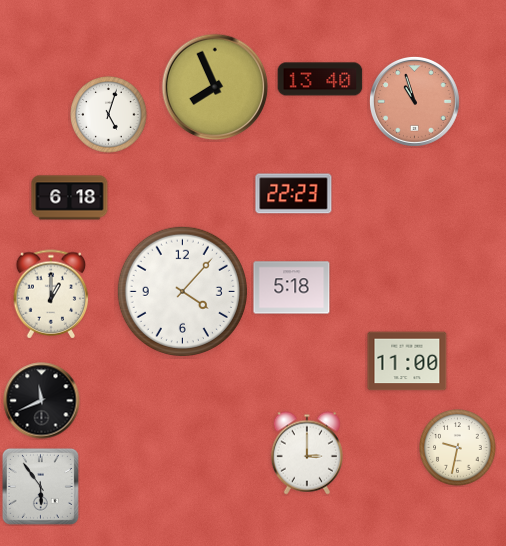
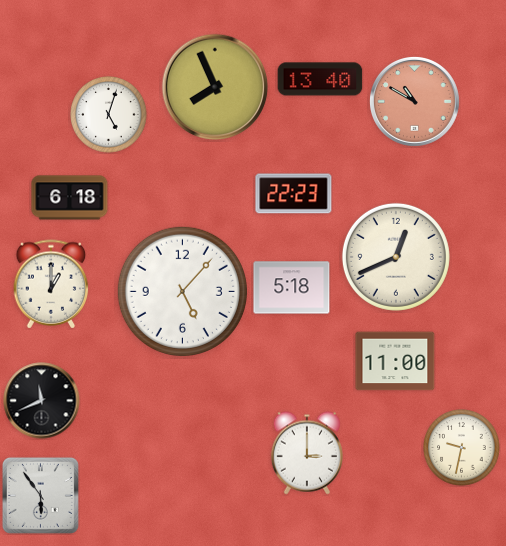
clock at (414, 101): 10:57 -> 10:50
clock at (396, 257): none -> 12:41
clock at (182, 291): 4:07 -> 5:07
clock at (51, 294) position: (51, 294) -> (51, 284)
clock at (407, 361) position: (407, 361) -> (395, 361)
clock at (458, 448) position: (458, 448) -> (462, 448)
clock at (40, 486) position: (40, 486) -> (40, 495)
